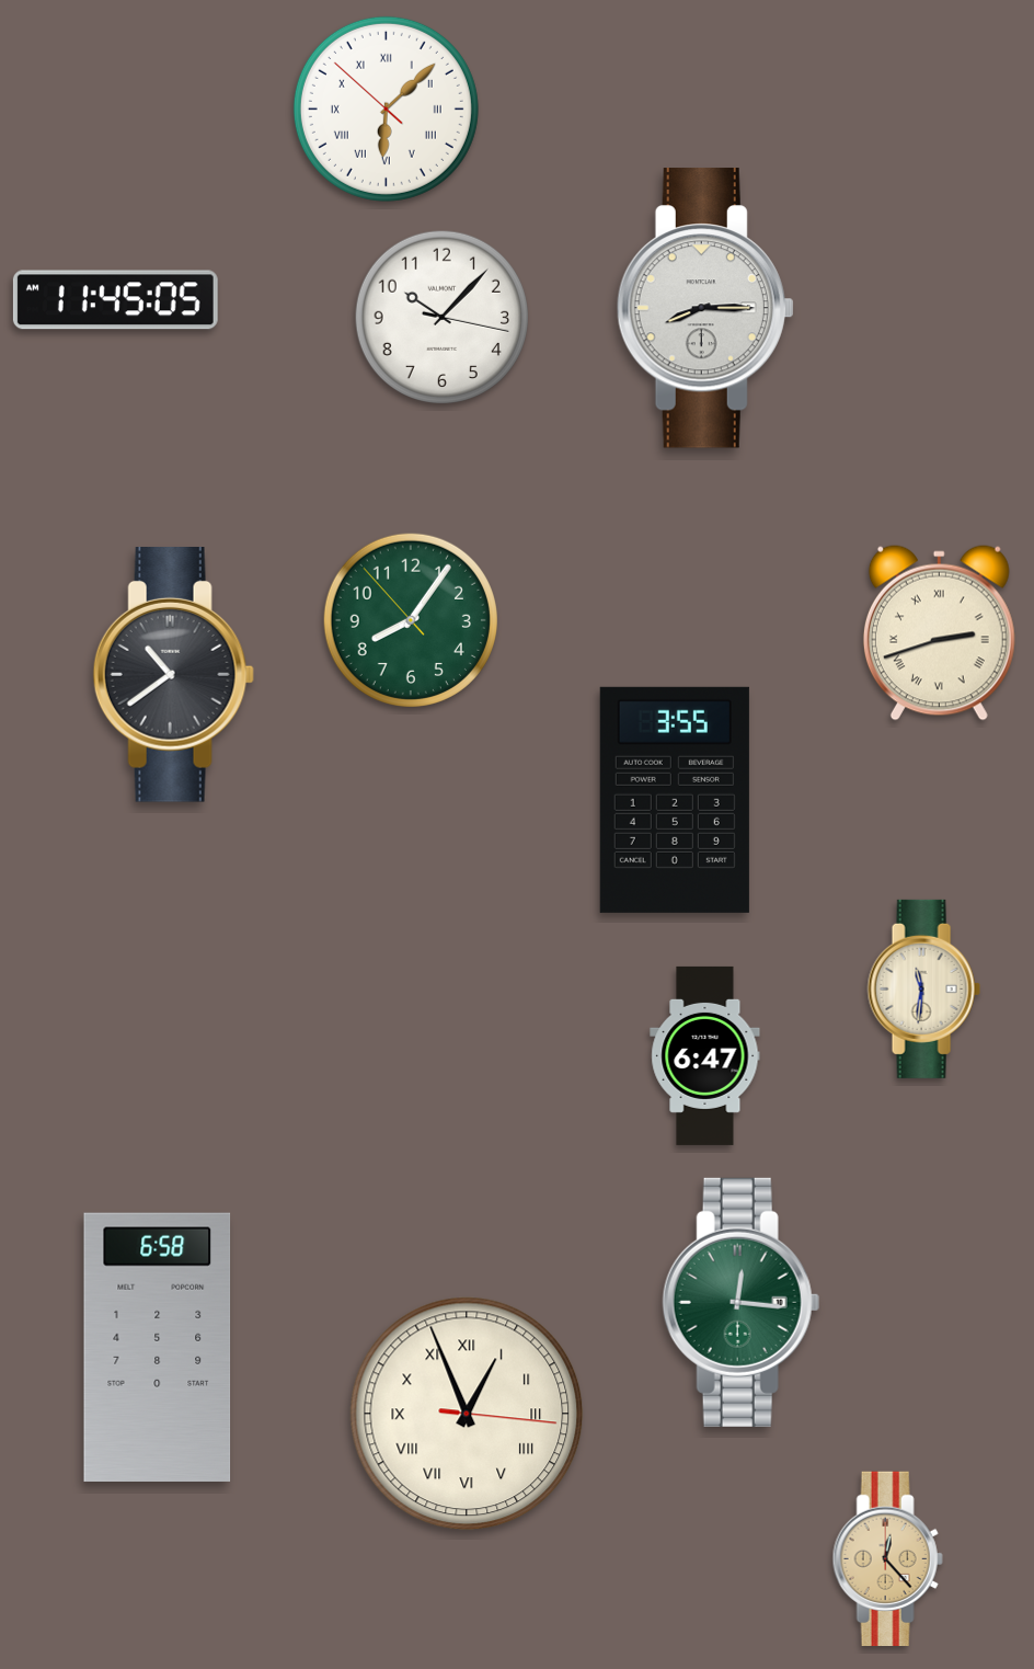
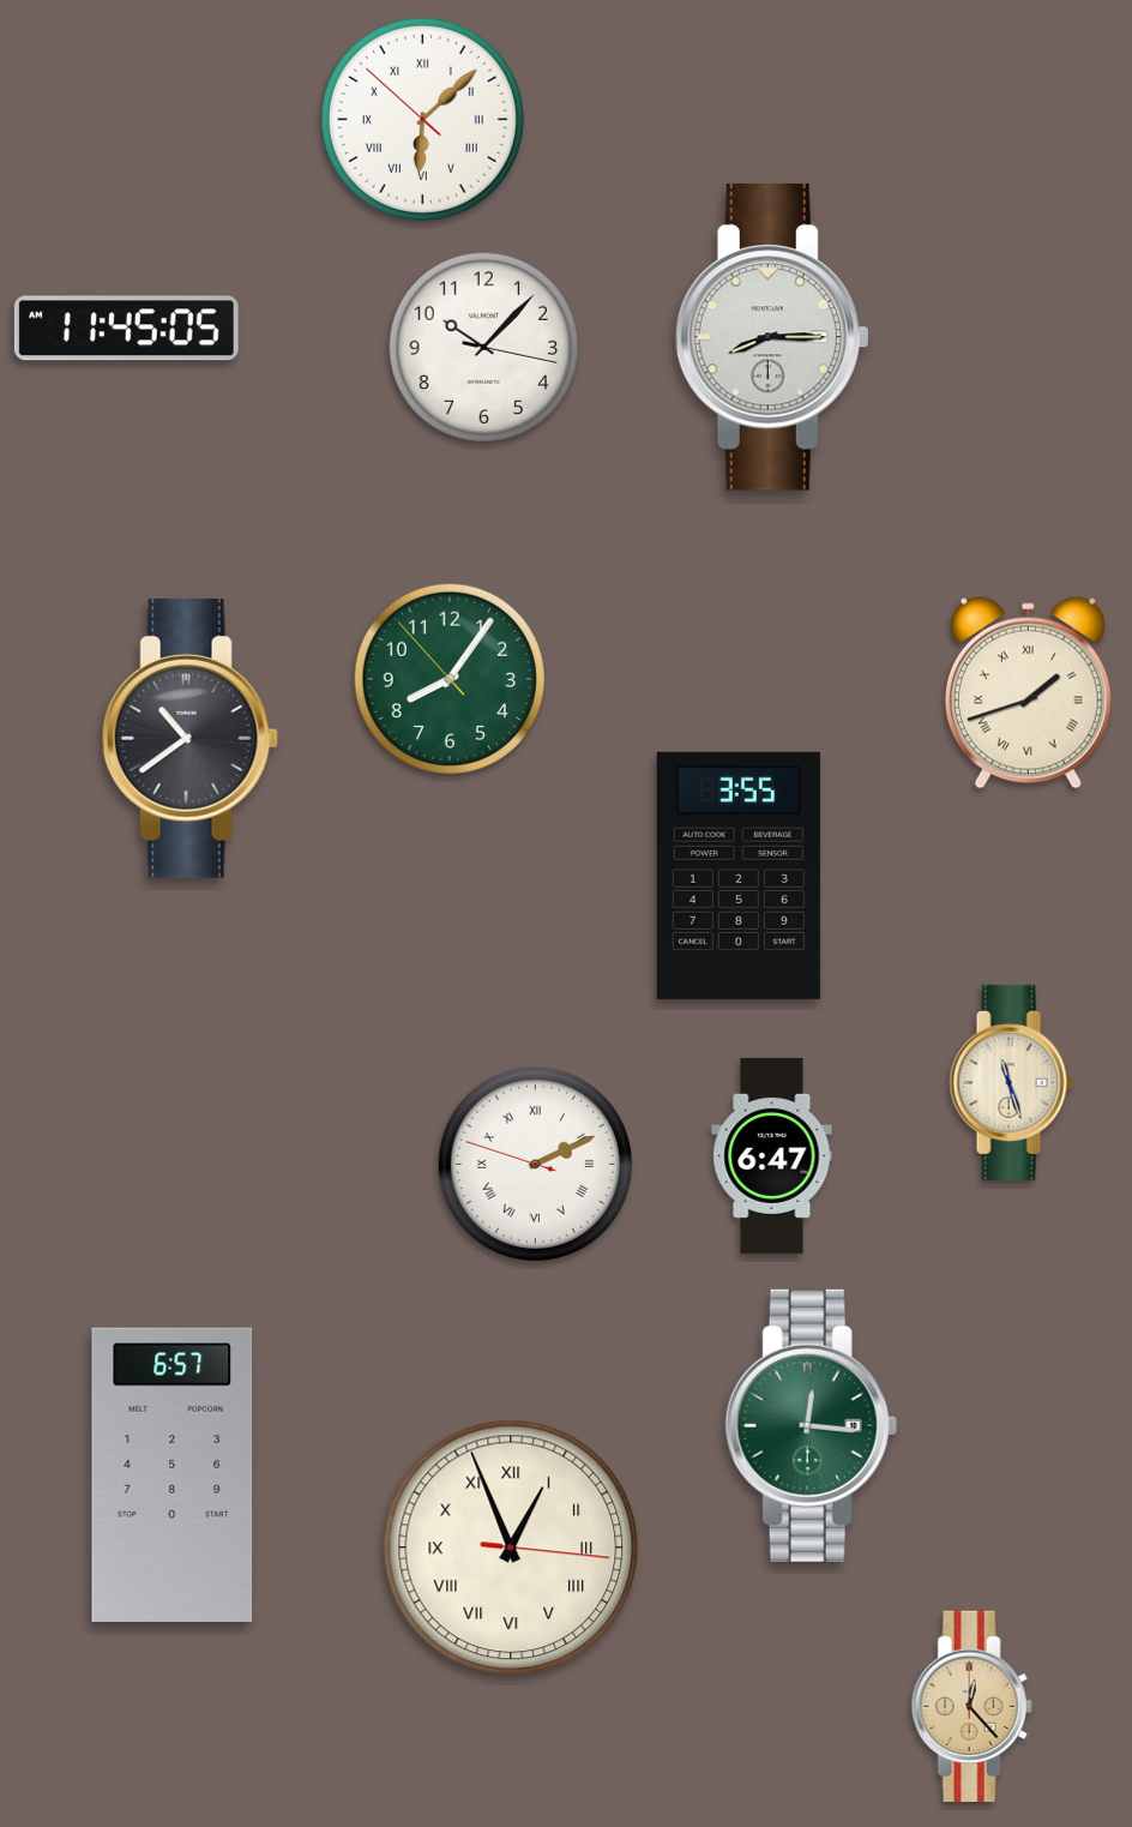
clock at (939, 633): 2:42 -> 1:42
clock at (923, 988): 11:31 -> 11:27
clock at (535, 1164): none -> 2:10
clock at (158, 1347): 6:58 -> 6:57
